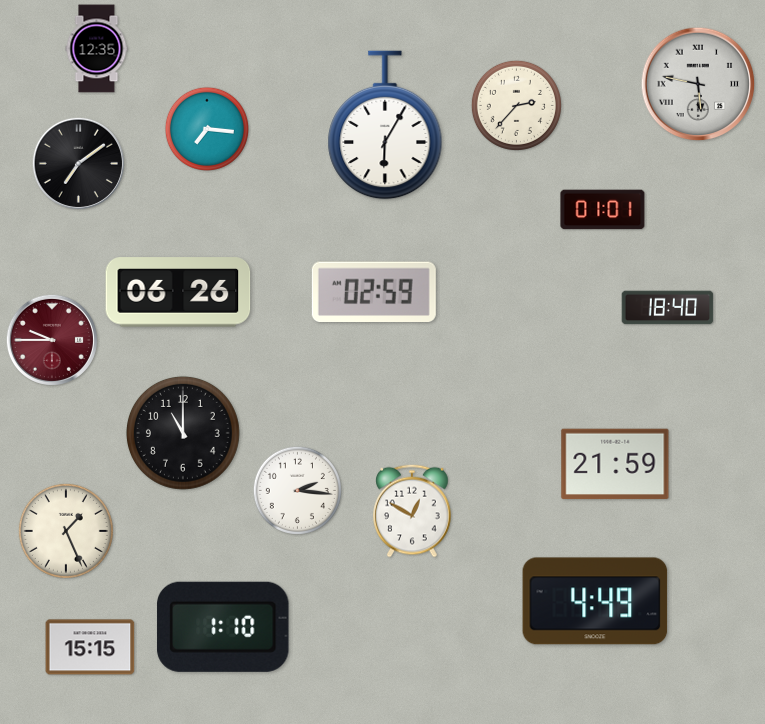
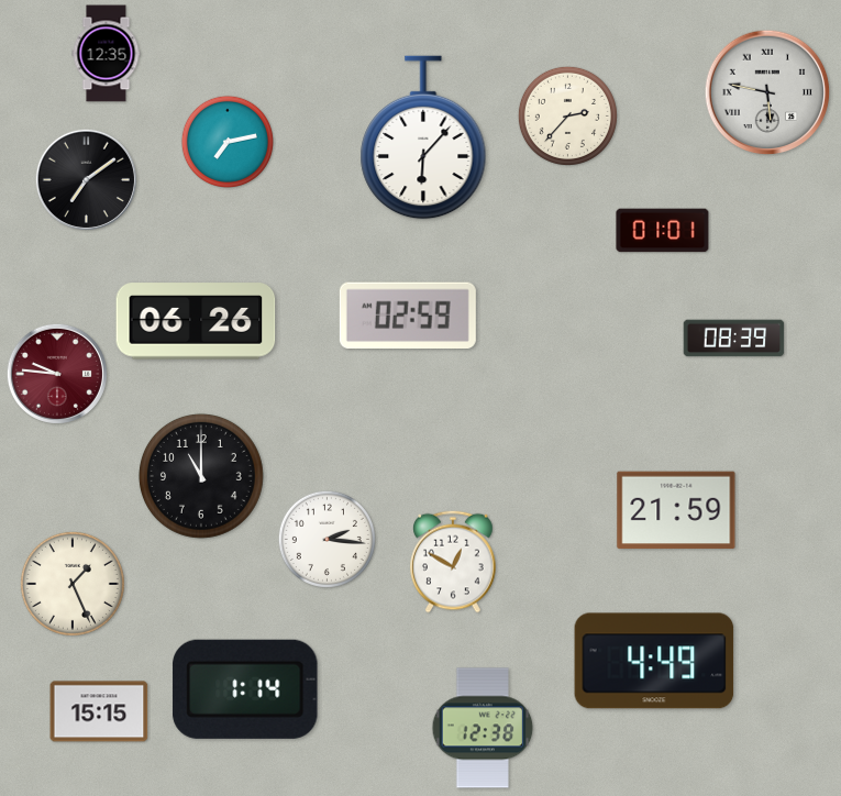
clock at (385, 125): 6:05 -> 6:07
clock at (207, 129): 7:16 -> 7:13
clock at (374, 292) position: (374, 292) -> (408, 316)
clock at (668, 308): 18:40 -> 08:39
clock at (52, 340): 9:45 -> 9:46
clock at (223, 627): 1:10 -> 1:14
clock at (483, 728): none -> 12:38
